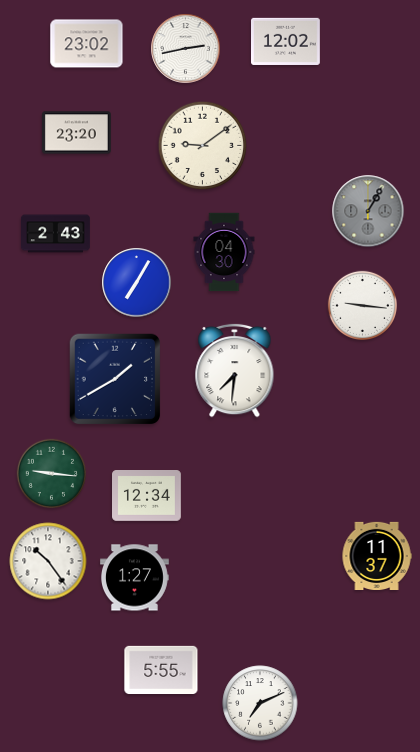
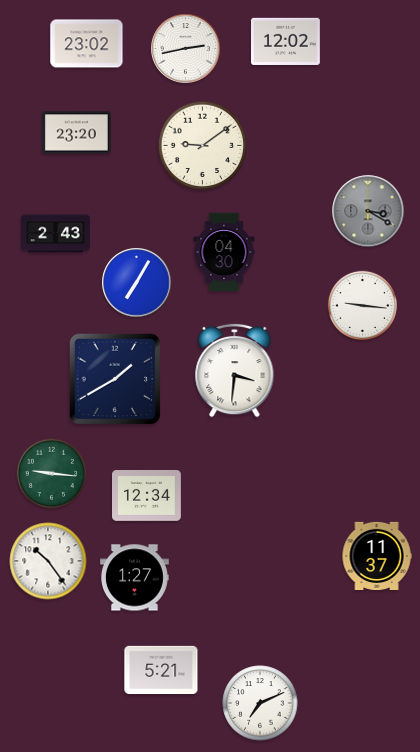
clock at (368, 211): 1:05 -> 3:20
clock at (235, 370): 7:31 -> 3:31
clock at (161, 669): 5:55 -> 5:21
